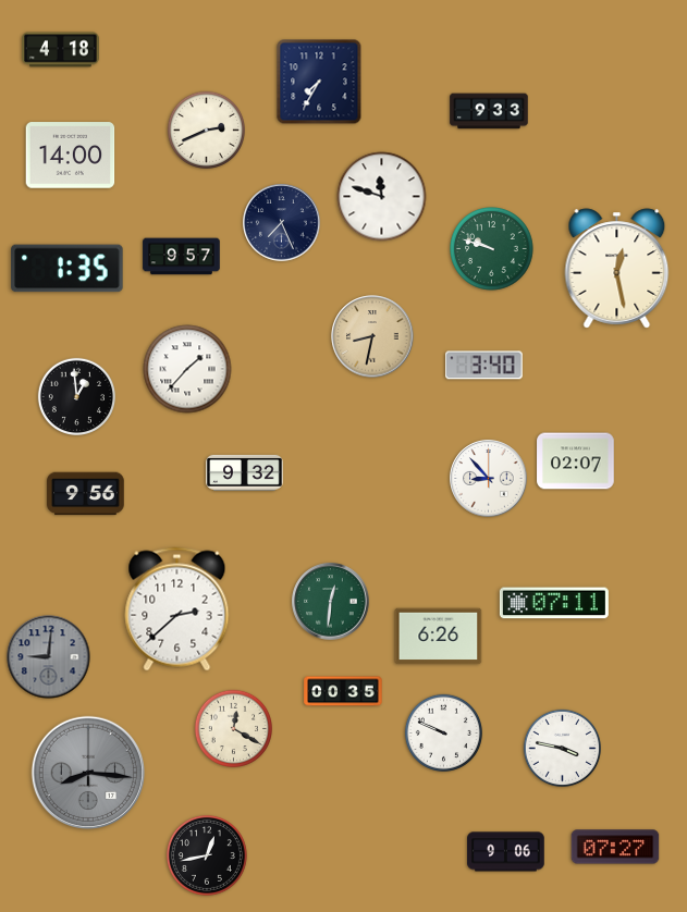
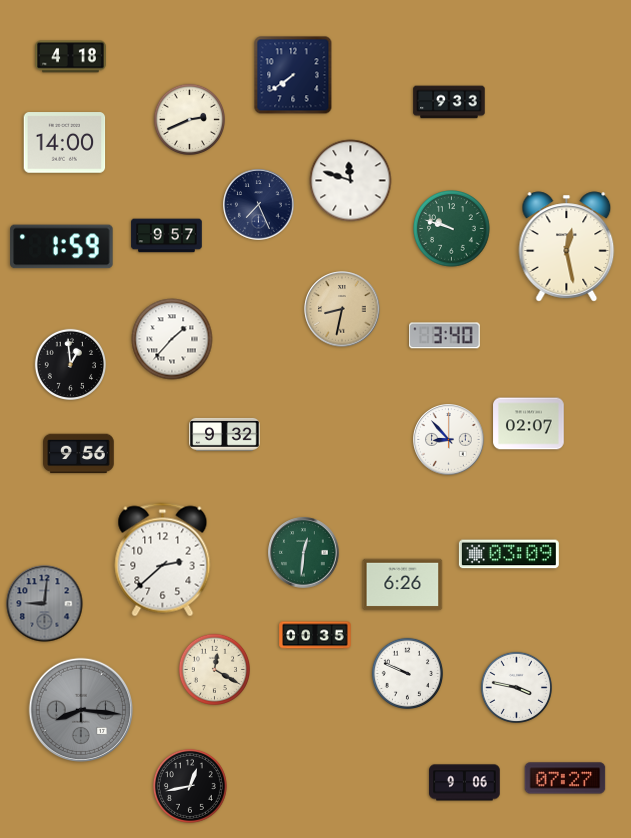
clock at (61, 50) position: (61, 50) -> (71, 57)
clock at (319, 82): 7:35 -> 7:39
clock at (68, 269): 1:35 -> 1:59
clock at (554, 603): 07:11 -> 03:09
